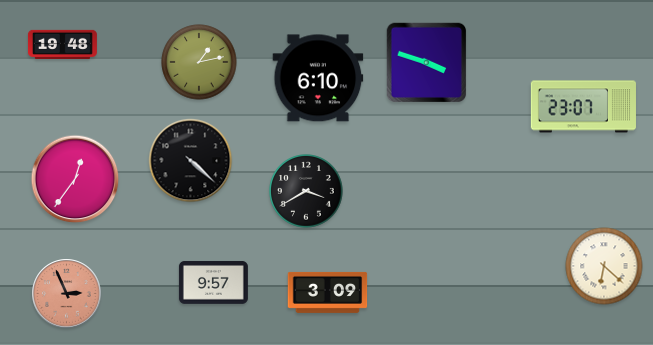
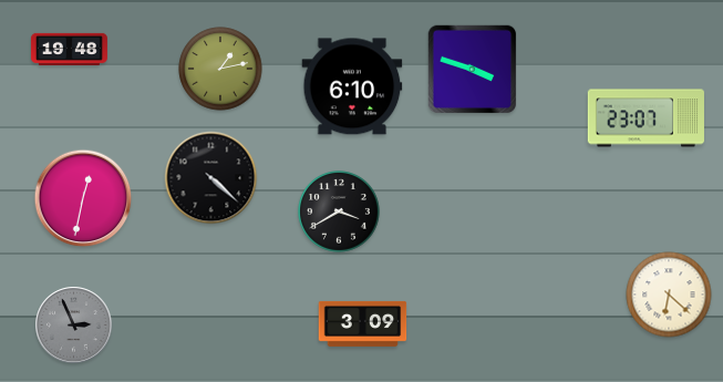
clock at (75, 179): 12:36 -> 12:32
clock at (213, 282): 9:57 -> none
clock at (67, 294) dial: salmon -> grey
